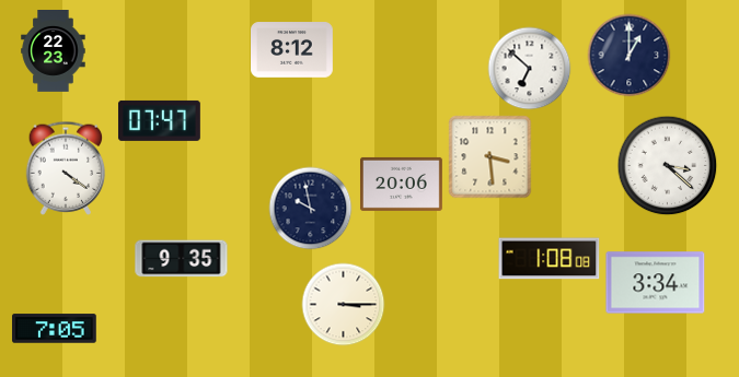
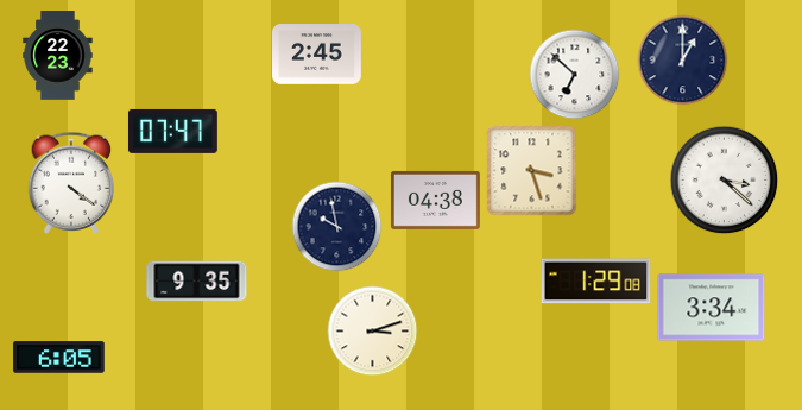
clock at (292, 50): 8:12 -> 2:45
clock at (490, 157): 3:29 -> 3:27
clock at (401, 184): 20:06 -> 04:38
clock at (550, 259): 1:08 -> 1:29
clock at (344, 305): 3:15 -> 3:12
clock at (55, 329): 7:05 -> 6:05
